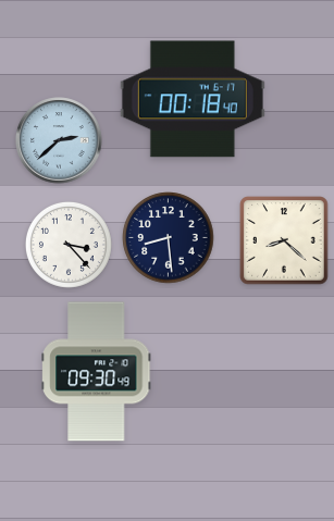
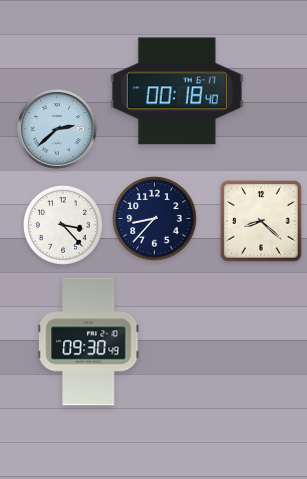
clock at (59, 140) position: (59, 140) -> (57, 129)
clock at (169, 238): 8:29 -> 8:37
